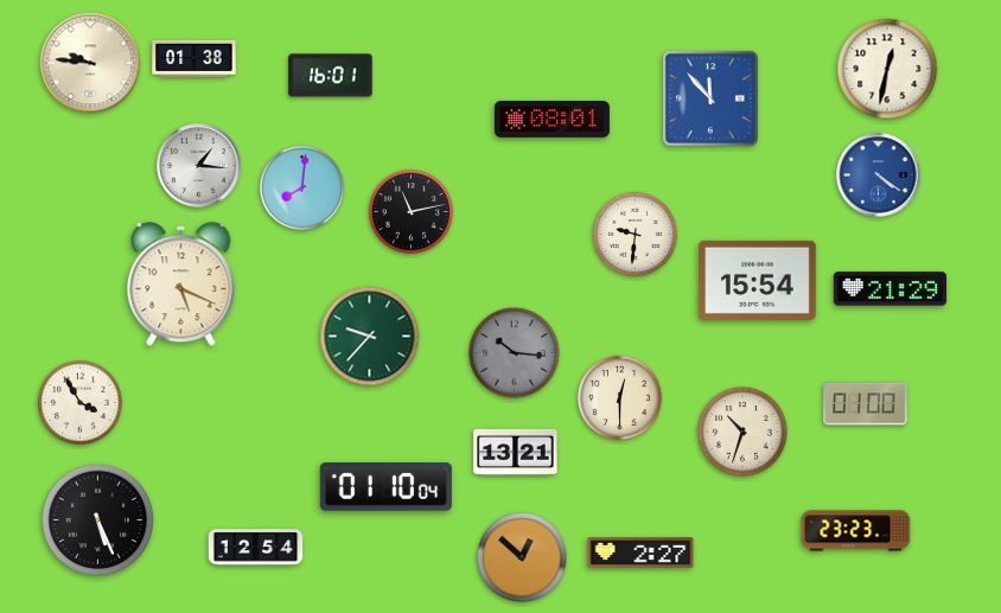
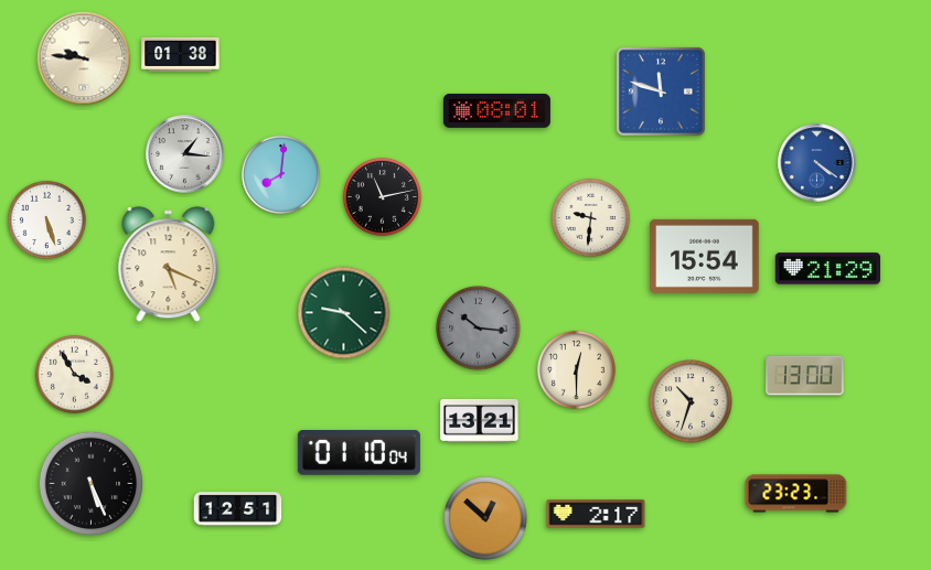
clock at (887, 69): 12:32 -> none
clock at (331, 76): 16:01 -> none
clock at (710, 98): 11:53 -> 11:48
clock at (551, 119) position: (551, 119) -> (496, 110)
clock at (46, 219): none -> 5:27
clock at (758, 280) position: (758, 280) -> (705, 256)
clock at (370, 337): 9:37 -> 9:22
clock at (866, 404): 01:00 -> 13:00
clock at (256, 548): 12:54 -> 12:51
clock at (640, 553): 2:27 -> 2:17
